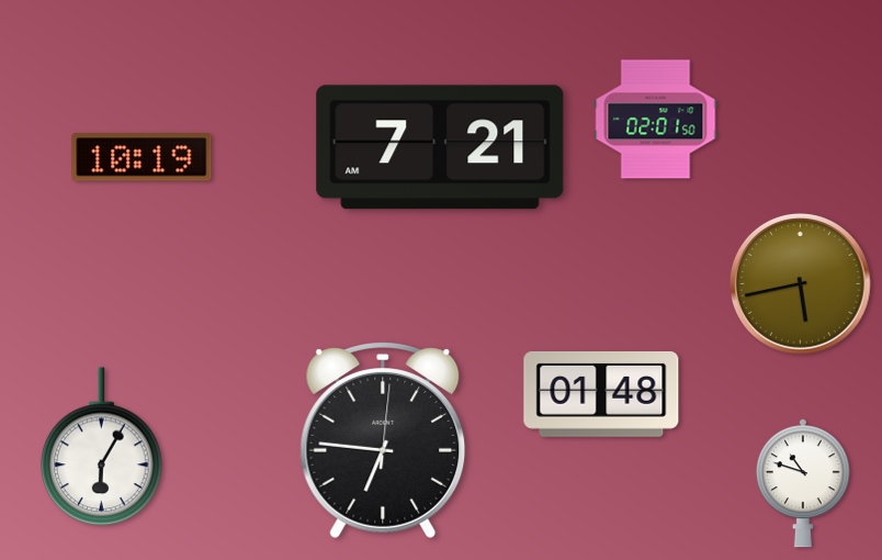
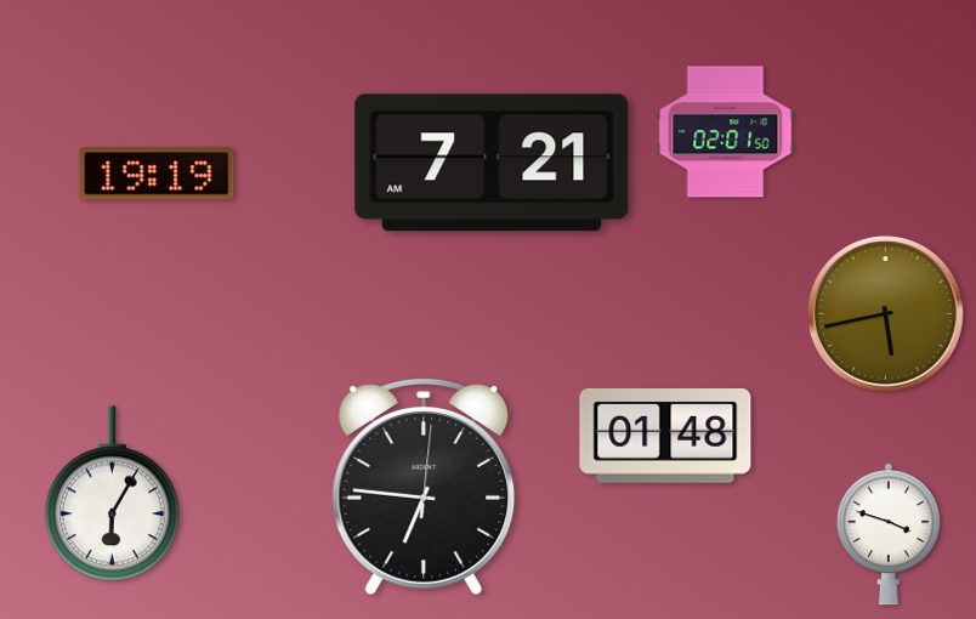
clock at (440, 147) position: (440, 147) -> (492, 163)
clock at (142, 157): 10:19 -> 19:19
clock at (803, 483): 10:48 -> 3:48
